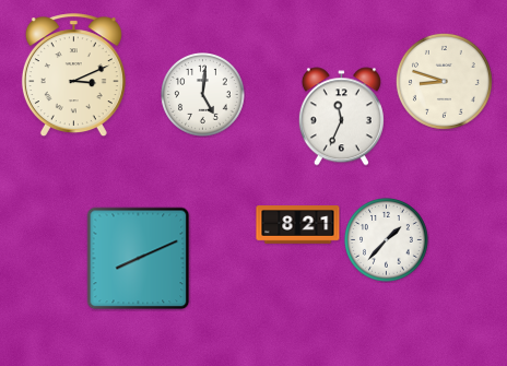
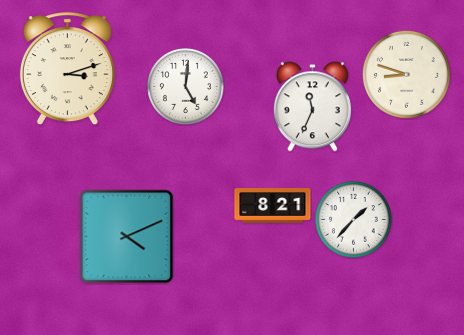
clock at (73, 75): 3:11 -> 3:12
clock at (139, 259): 8:11 -> 4:11
